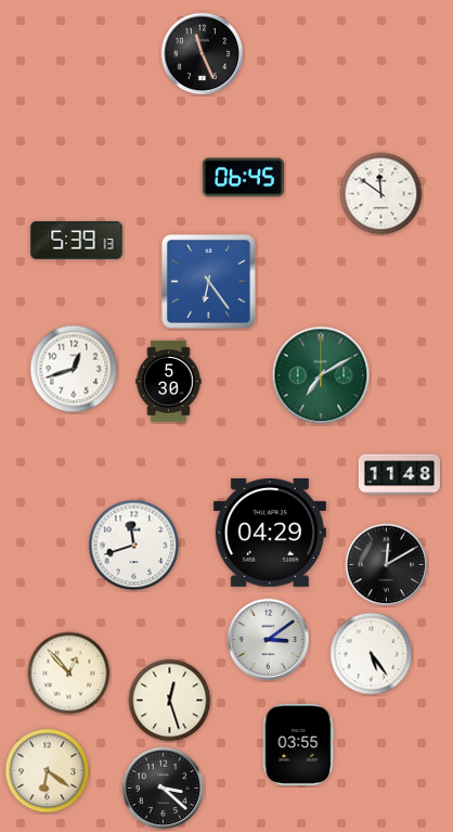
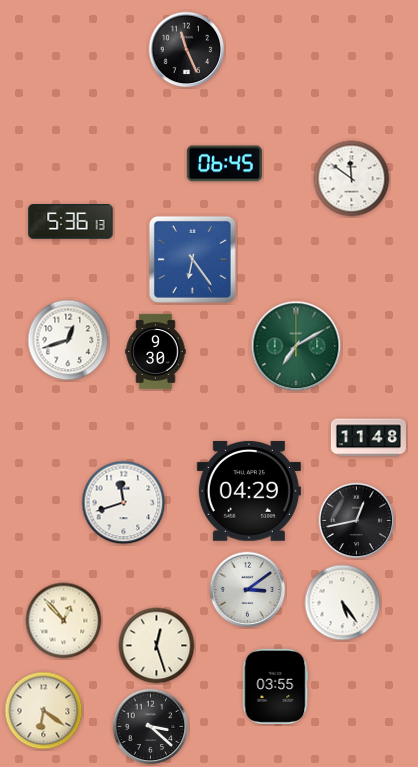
clock at (77, 241): 5:39 -> 5:36
clock at (169, 381): 5:30 -> 9:30
clock at (387, 565): 12:10 -> 12:43
